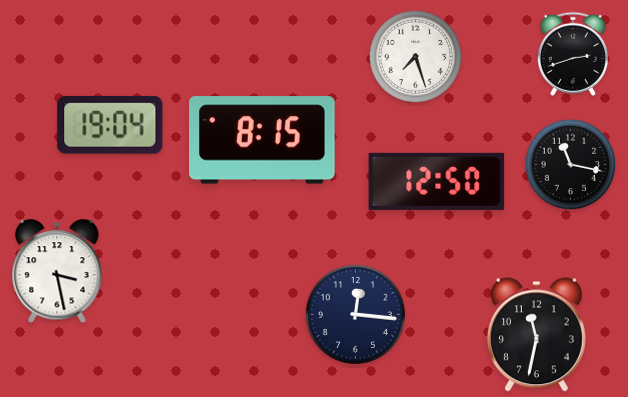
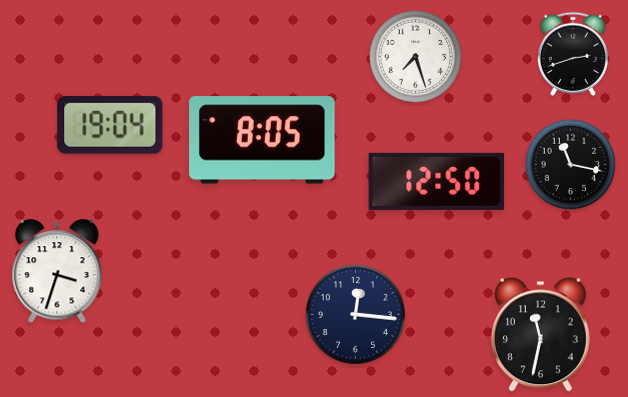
clock at (262, 140): 8:15 -> 8:05
clock at (57, 272): 3:28 -> 3:33
clock at (536, 335) position: (536, 335) -> (540, 335)
